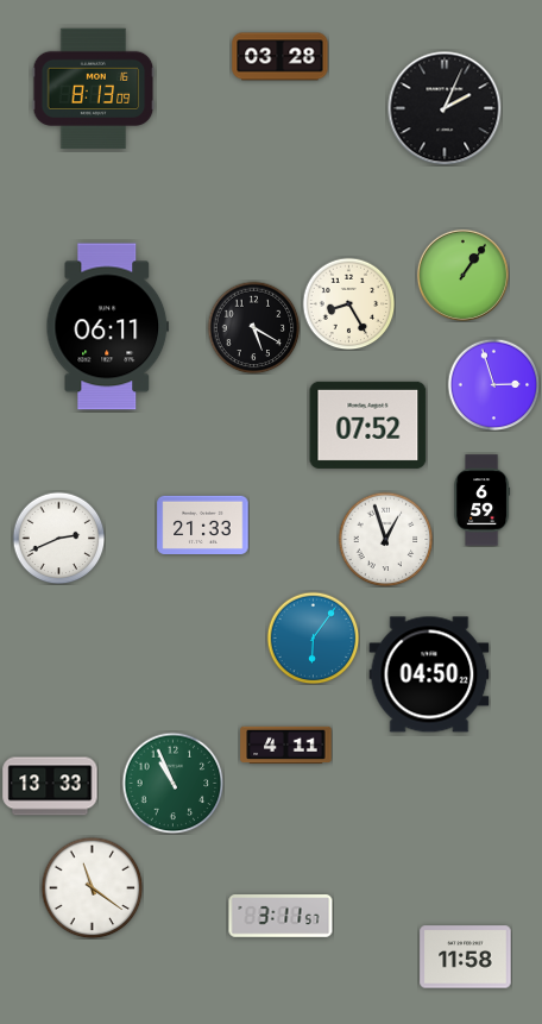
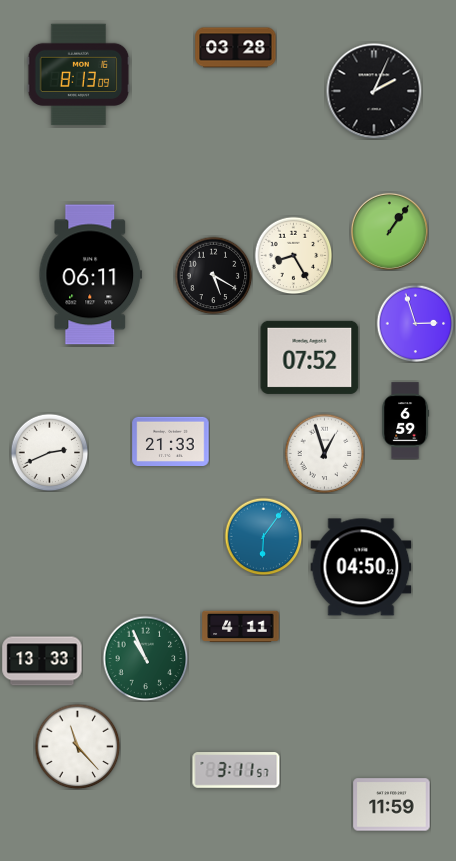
clock at (92, 887): 11:21 -> 11:23
clock at (466, 957): 11:58 -> 11:59
